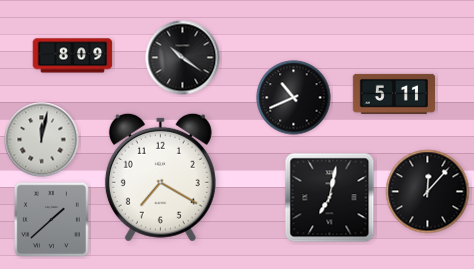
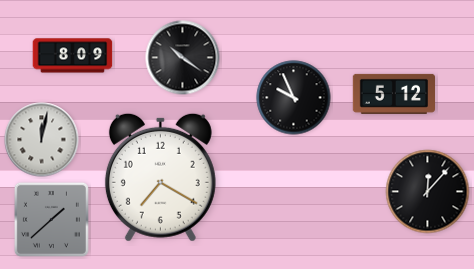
clock at (393, 94): 5:11 -> 5:12
clock at (294, 98): 10:41 -> 9:56
clock at (330, 198): 7:02 -> none
